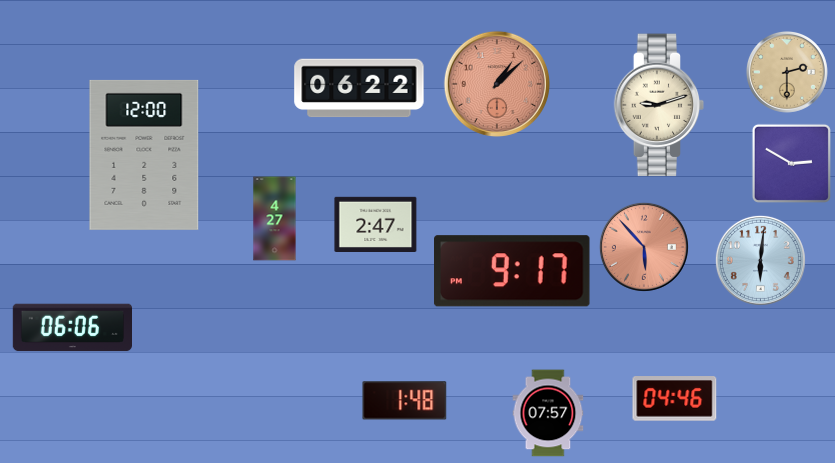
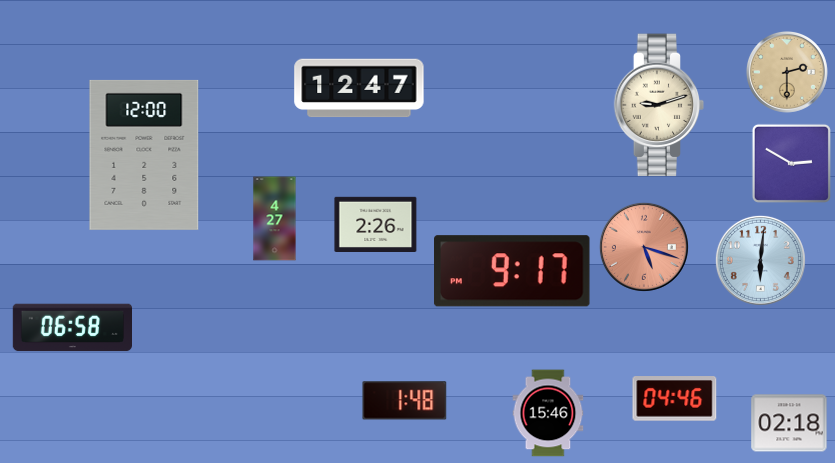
clock at (497, 84): 1:08 -> none
clock at (359, 88): 06:22 -> 12:47
clock at (376, 224): 2:47 -> 2:26
clock at (644, 247): 5:53 -> 5:18
clock at (72, 328): 06:06 -> 06:58
clock at (548, 413): 07:57 -> 15:46
clock at (789, 423): none -> 02:18
